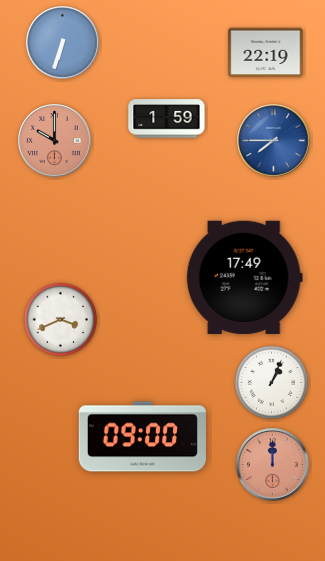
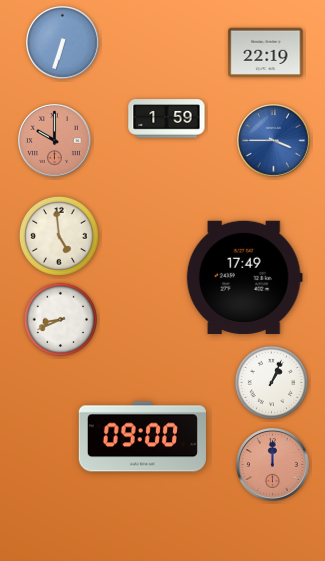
clock at (274, 141): 7:45 -> 3:45
clock at (59, 236): none -> 4:59
clock at (61, 320): 3:41 -> 8:41
